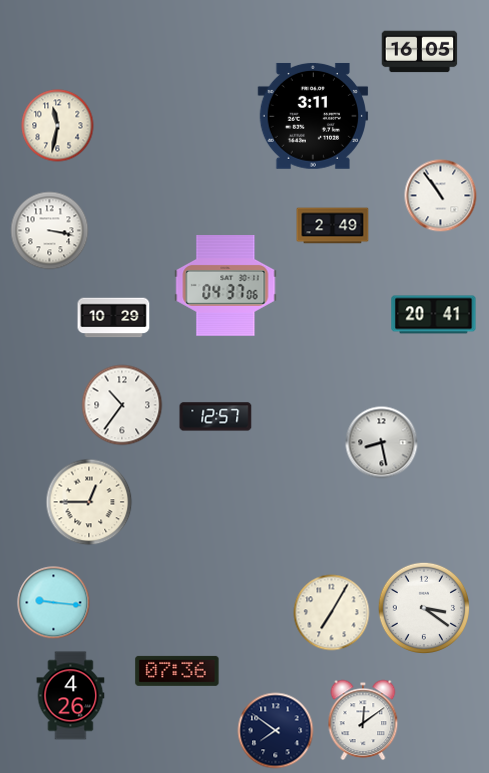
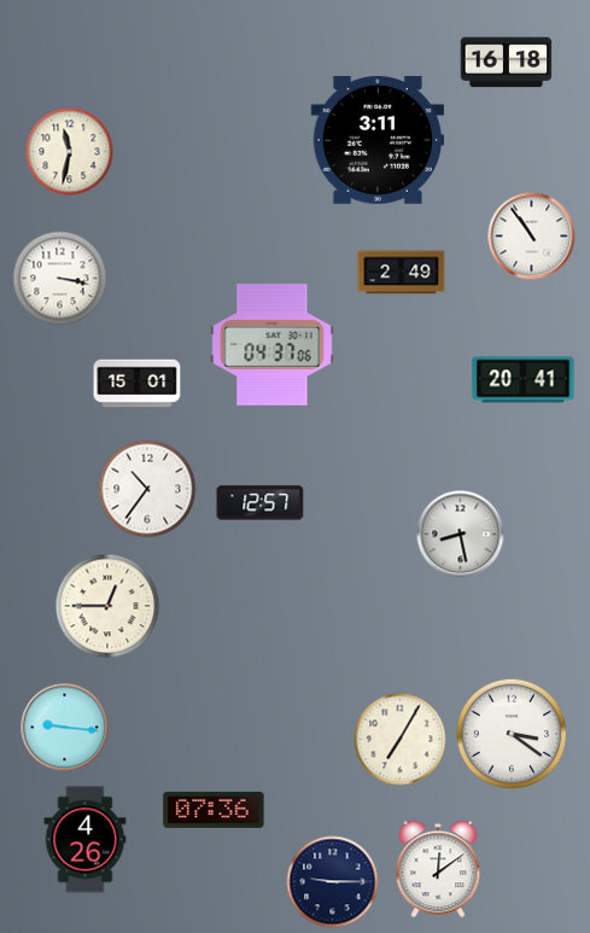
clock at (420, 52): 16:05 -> 16:18
clock at (114, 318): 10:29 -> 15:01
clock at (276, 731): 7:51 -> 9:15
